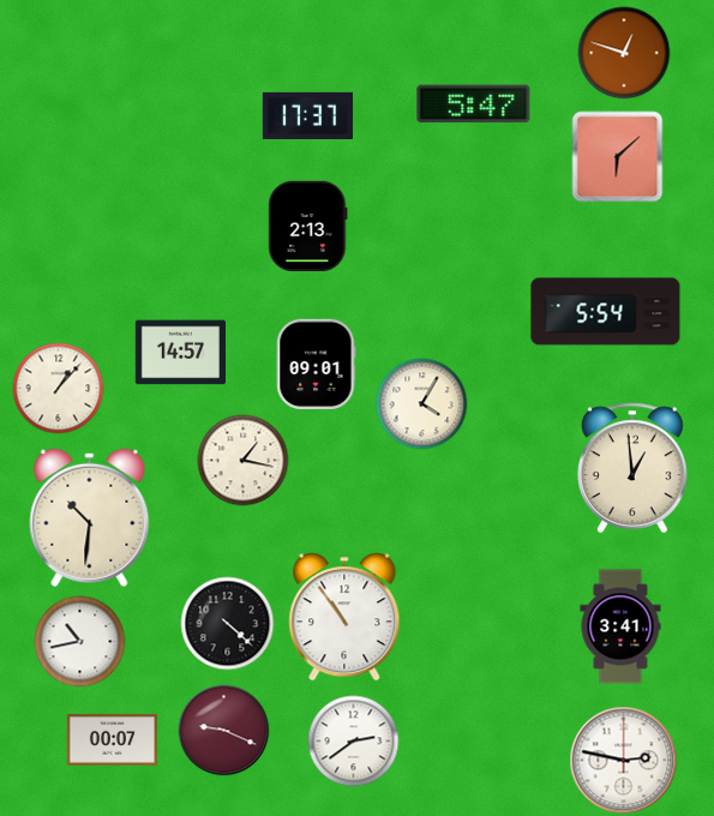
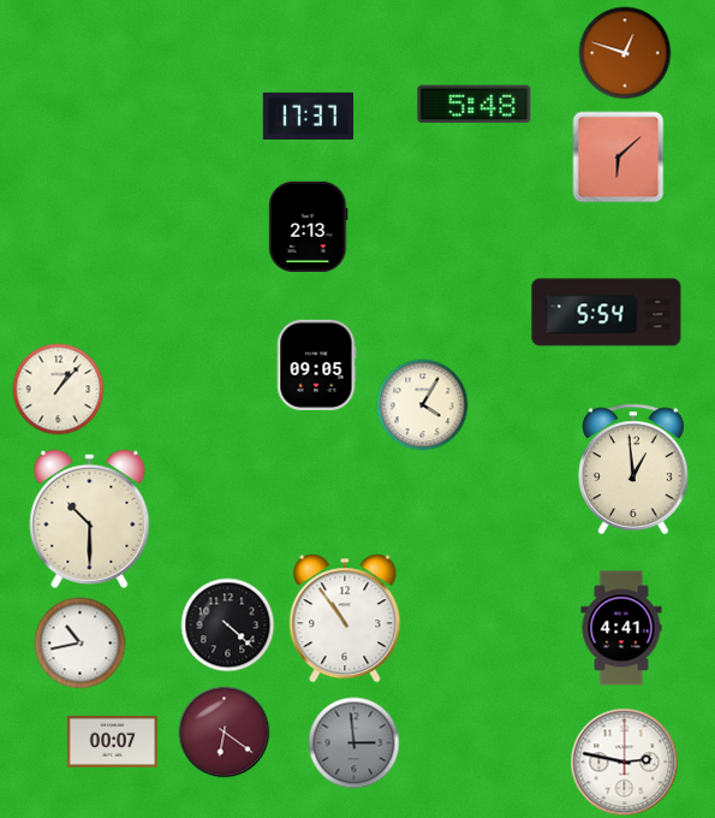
clock at (474, 104): 5:47 -> 5:48
clock at (180, 353): 14:57 -> none
clock at (316, 364): 09:01 -> 09:05
clock at (244, 461): 1:17 -> none
clock at (90, 517): 10:31 -> 10:30
clock at (620, 626): 3:41 -> 4:41
clock at (224, 731): 9:19 -> 6:21
clock at (354, 742): 2:39 -> 2:59
clock at (354, 742) dial: white -> grey
